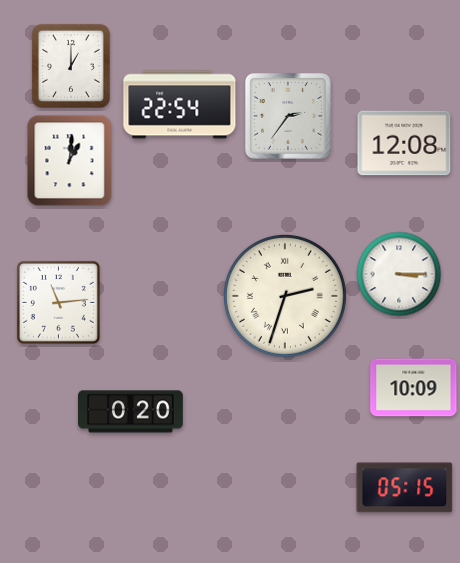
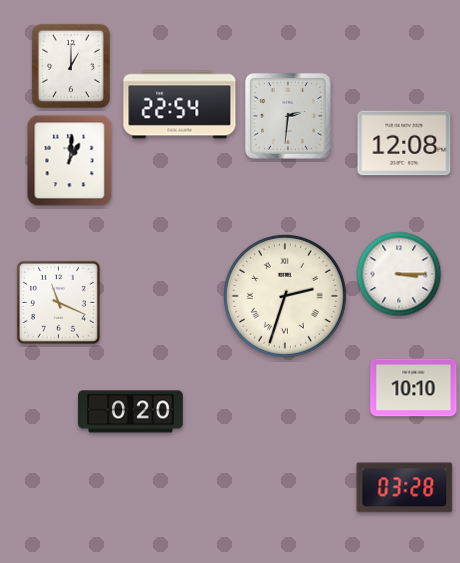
clock at (288, 116): 2:36 -> 2:31
clock at (58, 302): 11:14 -> 11:19
clock at (414, 388): 10:09 -> 10:10
clock at (405, 488): 05:15 -> 03:28
